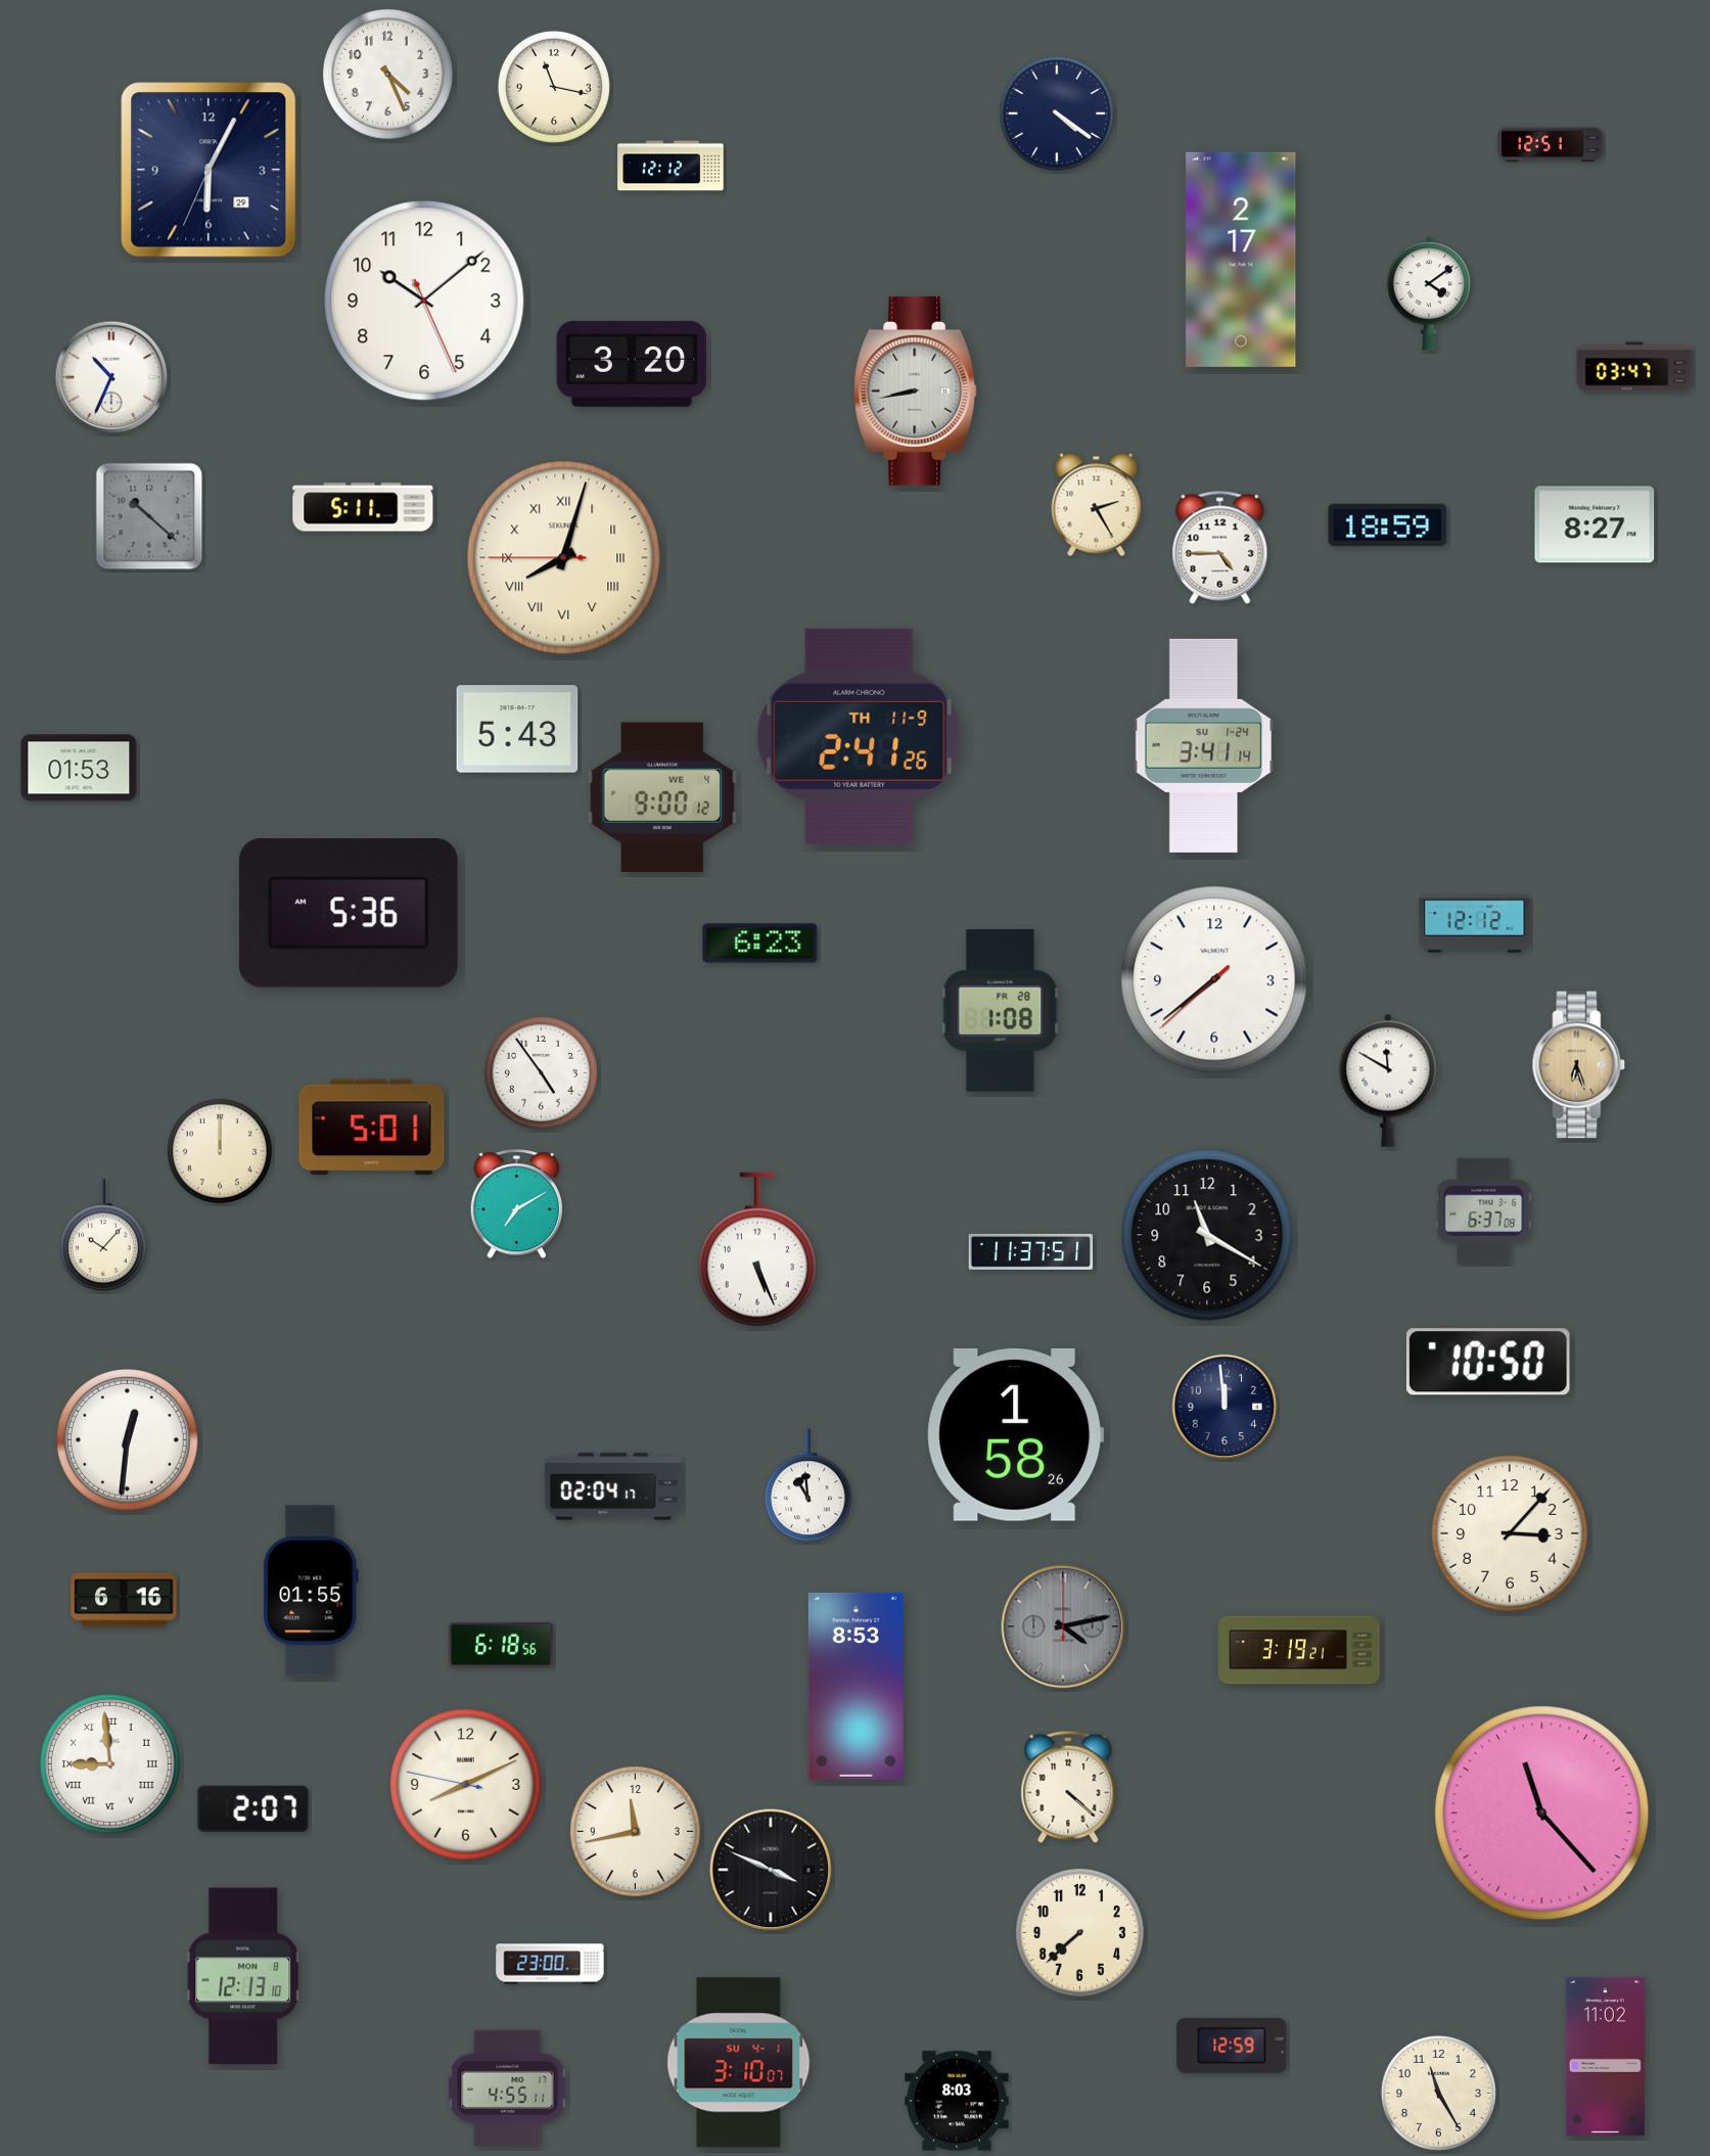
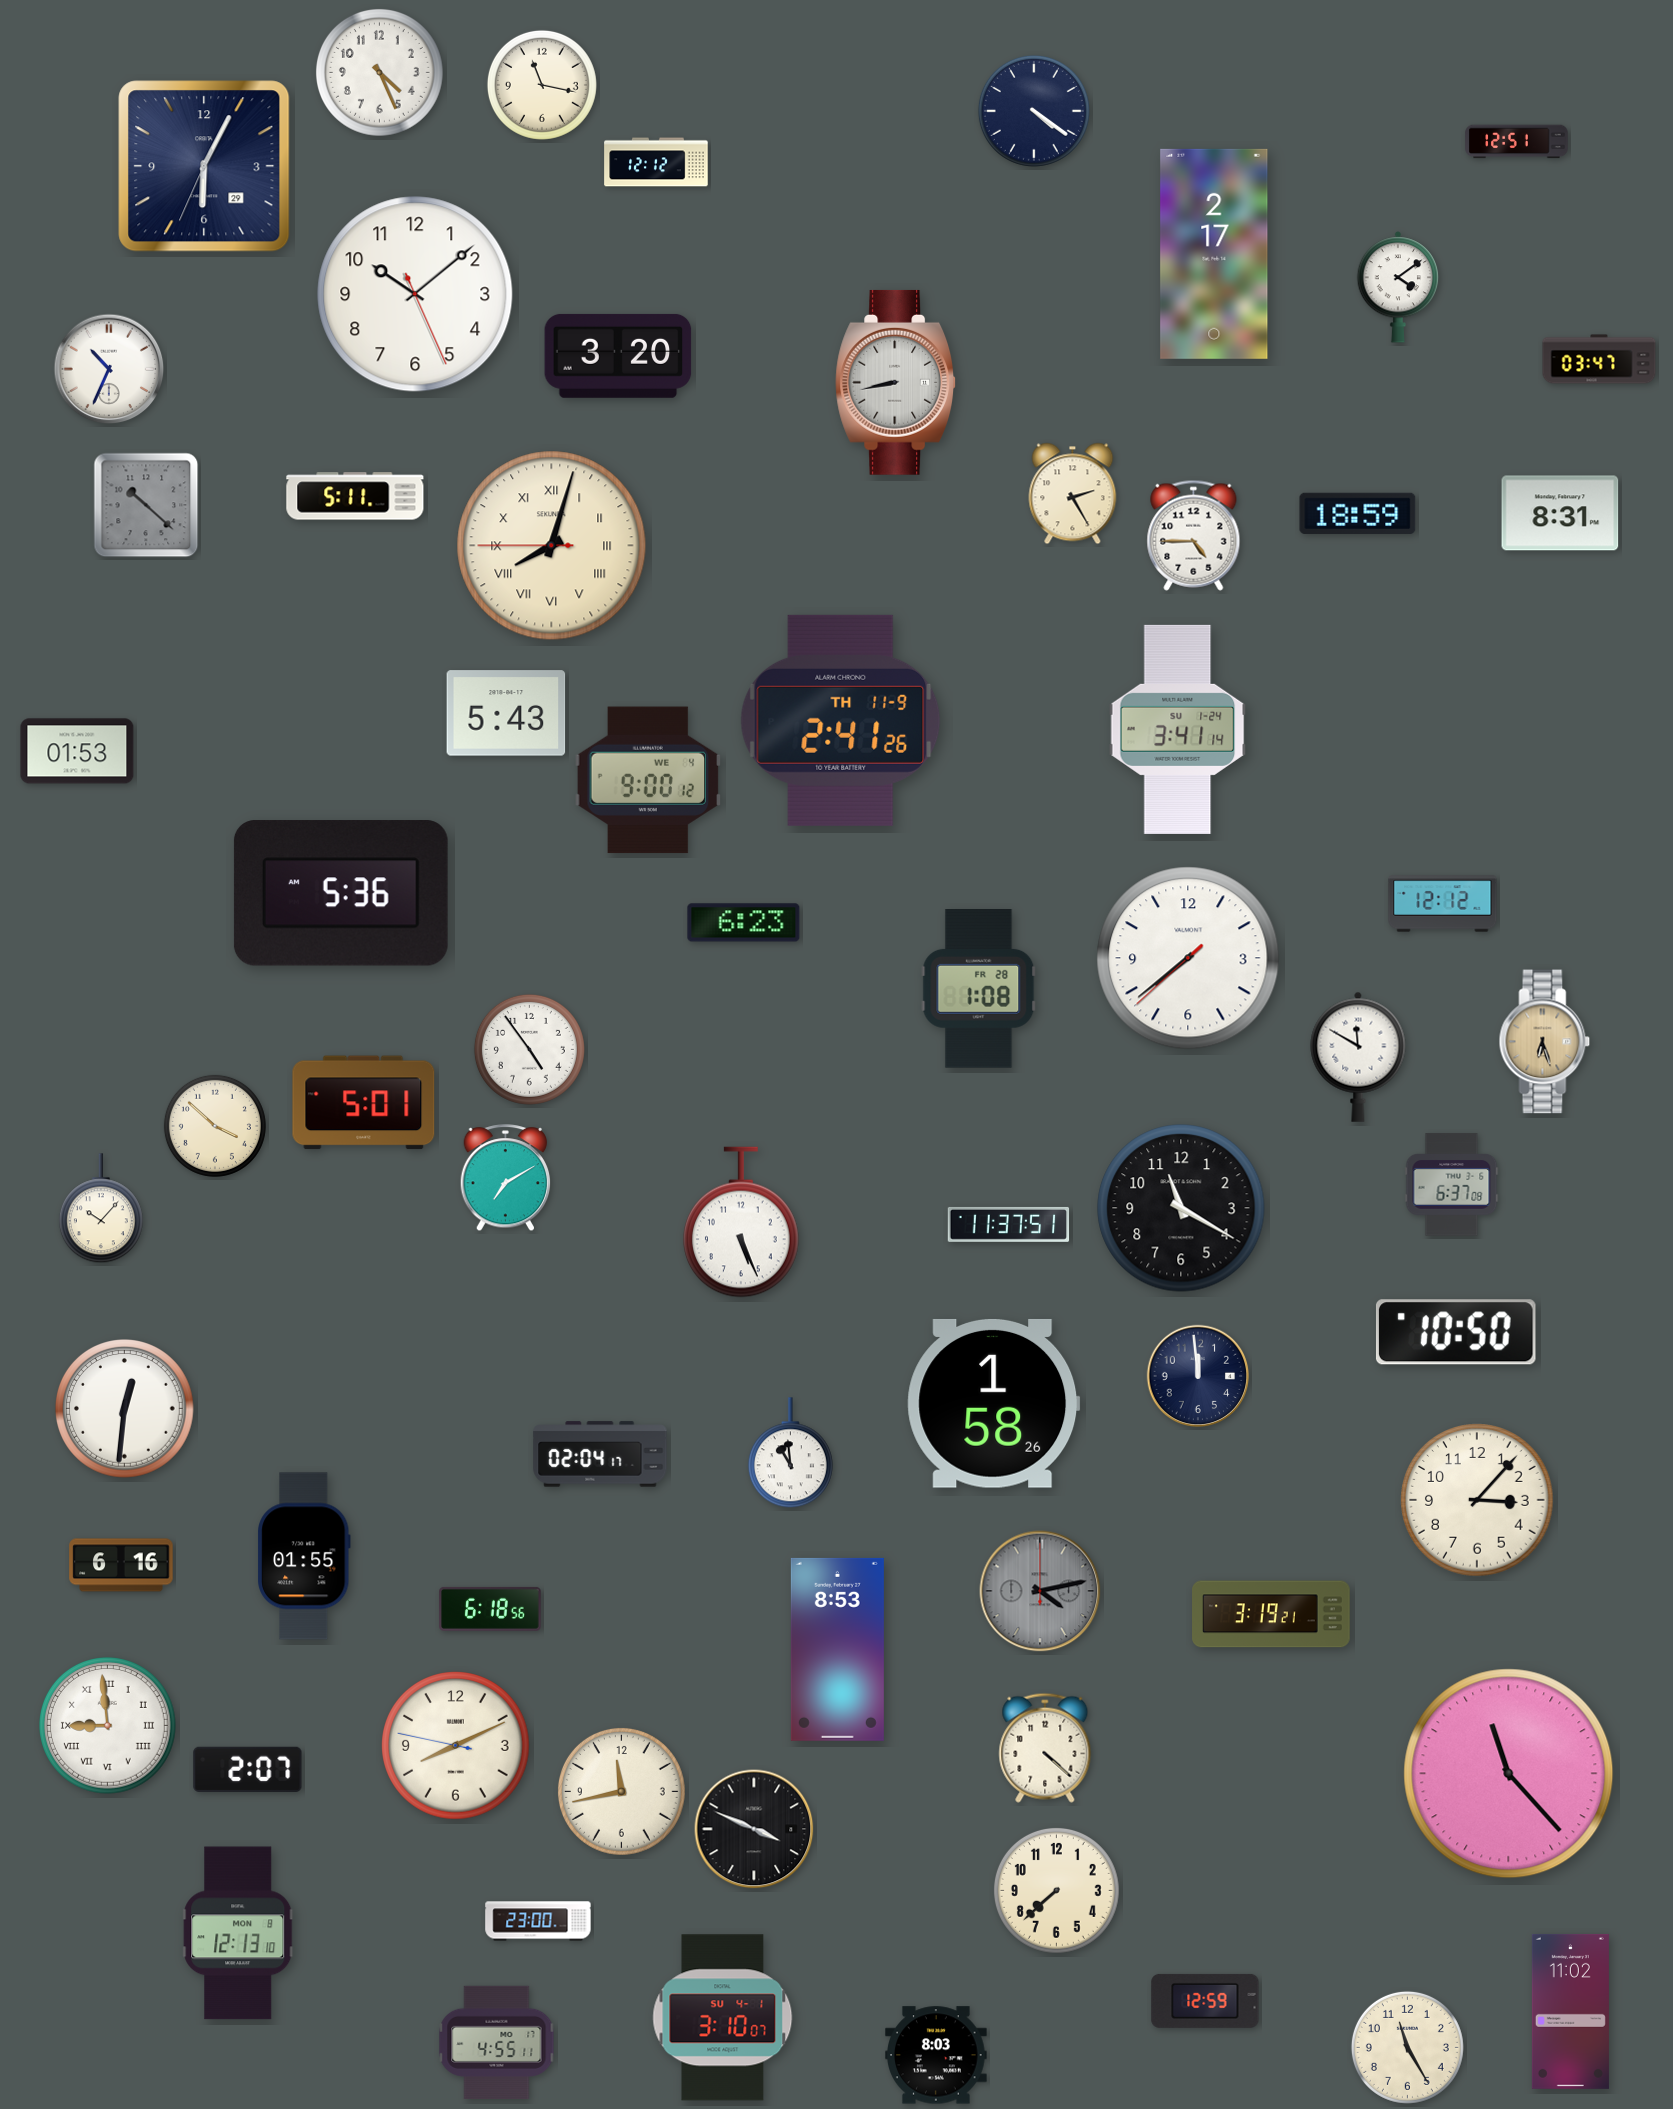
clock at (1595, 524): 8:27 -> 8:31
clock at (220, 1151): 12:00 -> 3:52
